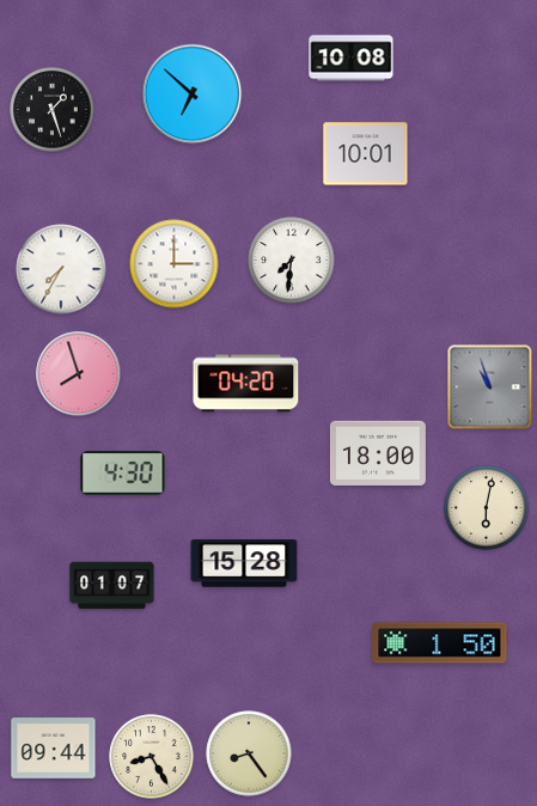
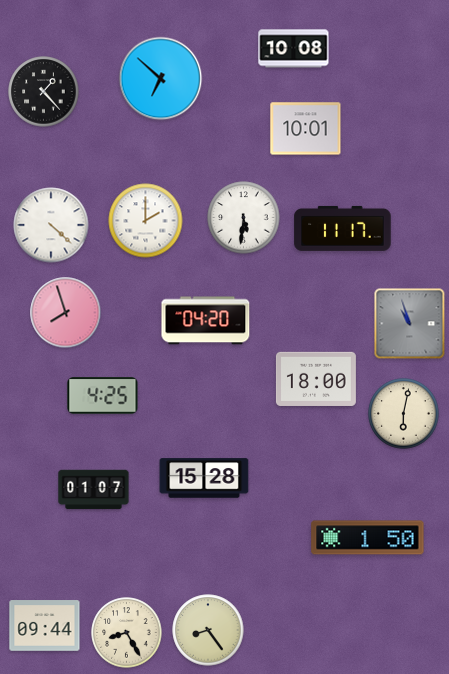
clock at (53, 110): 1:27 -> 1:23
clock at (292, 261): 7:31 -> 5:31
clock at (175, 264): 3:00 -> 2:00
clock at (61, 269): 7:35 -> 4:22
clock at (343, 228): none -> 11:17
clock at (123, 474): 4:30 -> 4:25
clock at (487, 508) position: (487, 508) -> (404, 414)
clock at (244, 563) position: (244, 563) -> (204, 478)
